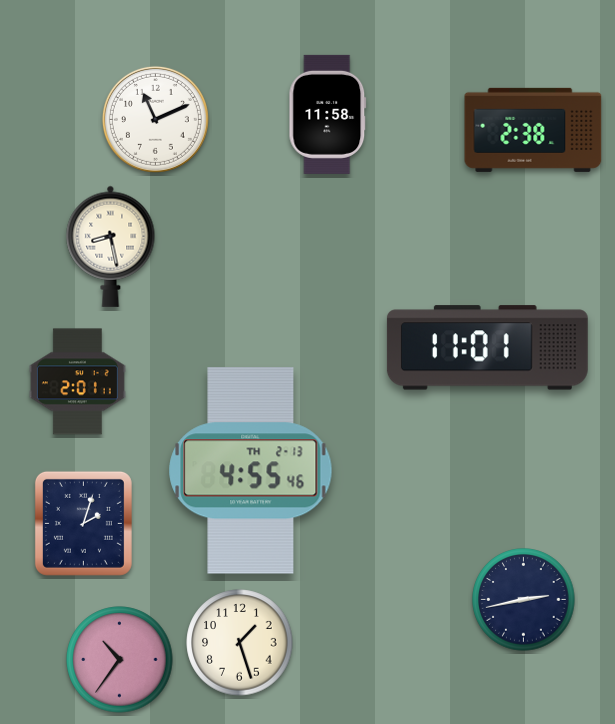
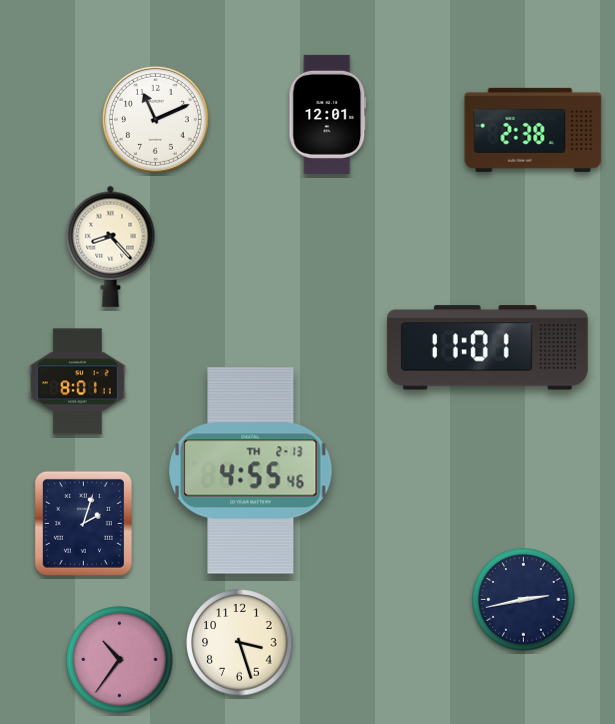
clock at (328, 114): 11:58 -> 12:01
clock at (111, 246): 8:28 -> 8:23
clock at (77, 382): 2:01 -> 8:01
clock at (240, 643): 1:27 -> 3:27
